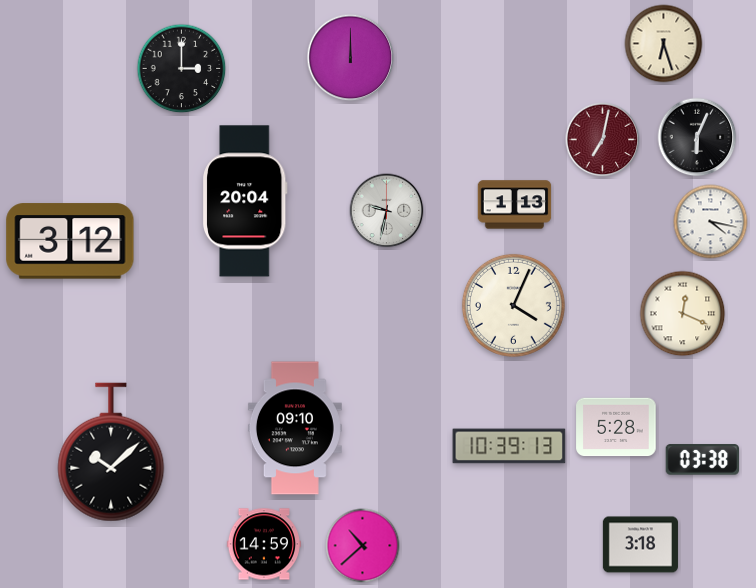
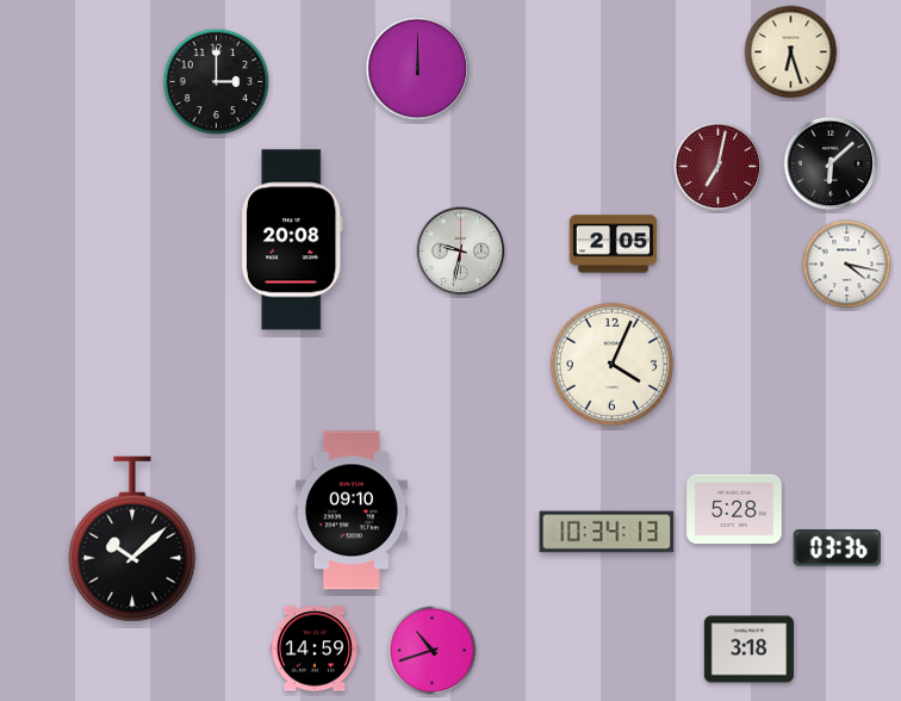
clock at (697, 137): 6:04 -> 6:08
clock at (246, 201): 20:04 -> 20:08
clock at (515, 205): 1:13 -> 2:05
clock at (70, 241): 3:12 -> none
clock at (683, 314): 12:19 -> none
clock at (509, 446): 10:39 -> 10:34
clock at (702, 460): 03:38 -> 03:36
clock at (640, 545) position: (640, 545) -> (748, 650)
clock at (363, 546): 10:38 -> 10:42
